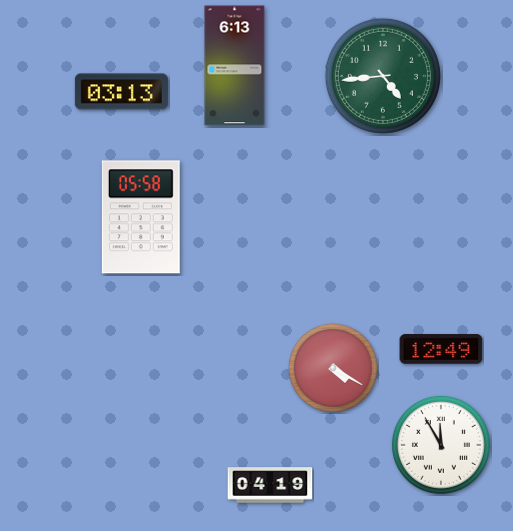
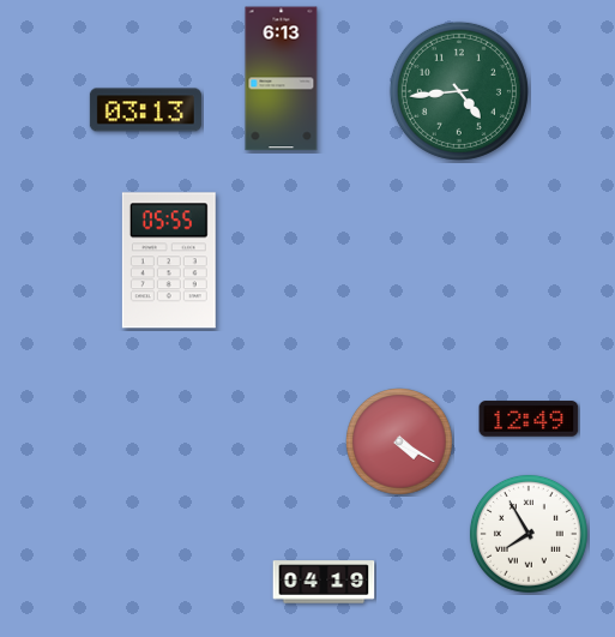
clock at (141, 217): 05:58 -> 05:55
clock at (441, 445): 11:55 -> 7:55
